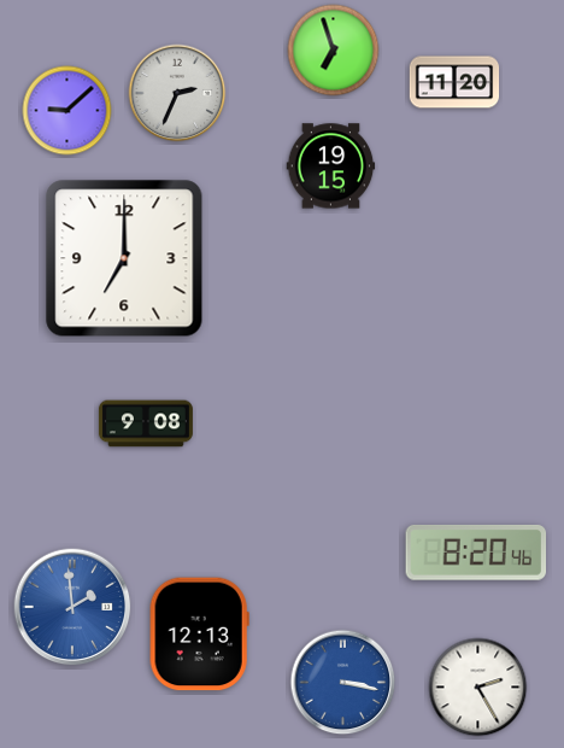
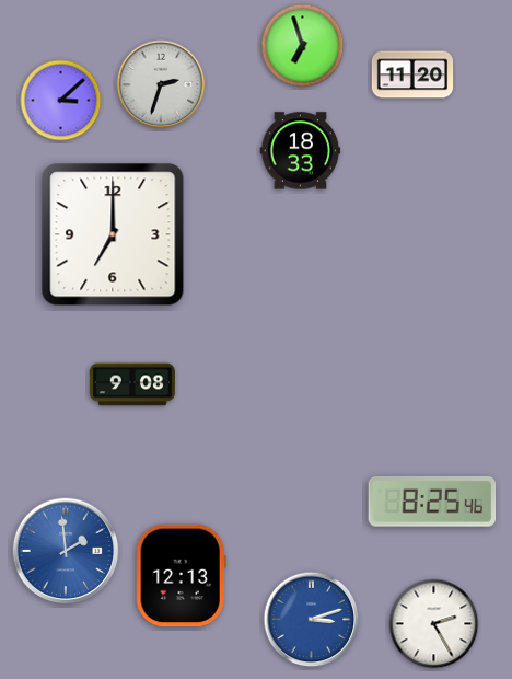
clock at (177, 93): 2:34 -> 2:33
clock at (67, 111): 9:08 -> 3:08
clock at (331, 166): 19:15 -> 18:33
clock at (476, 553): 8:20 -> 8:25
clock at (343, 683): 3:17 -> 3:12
